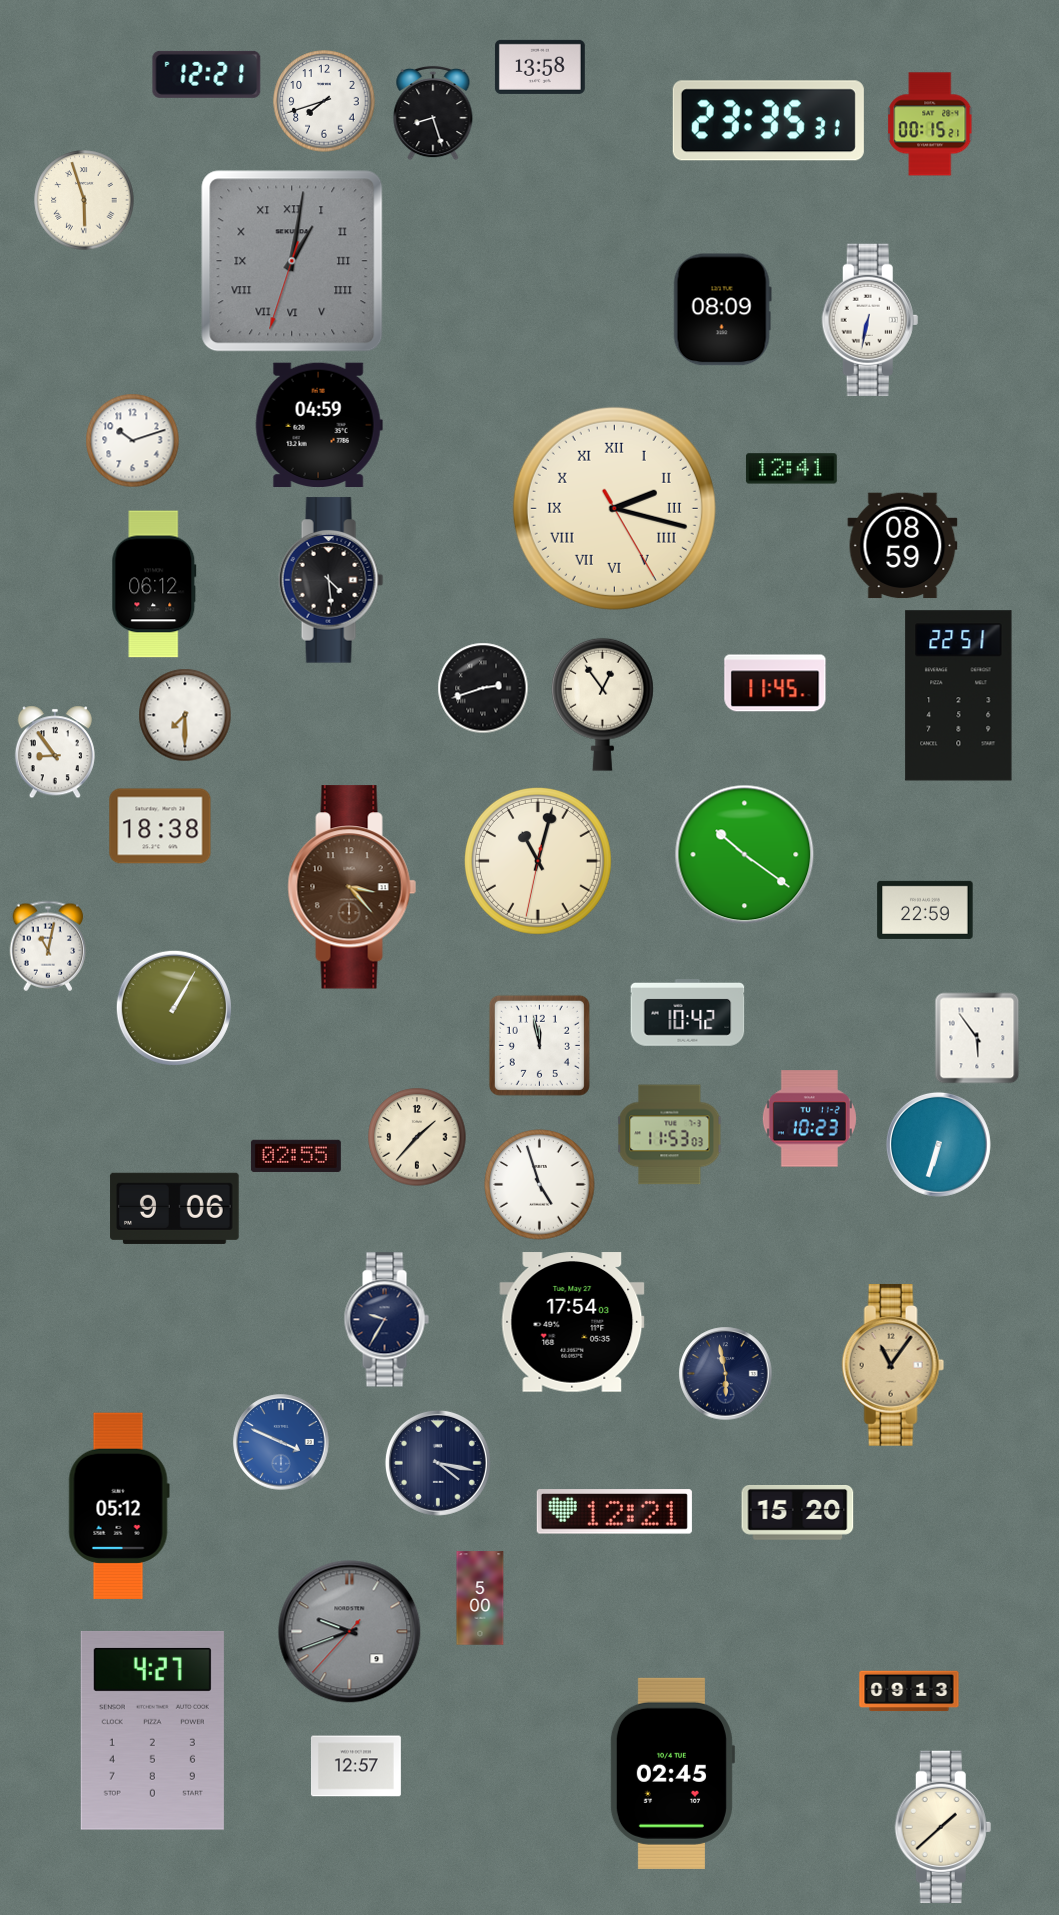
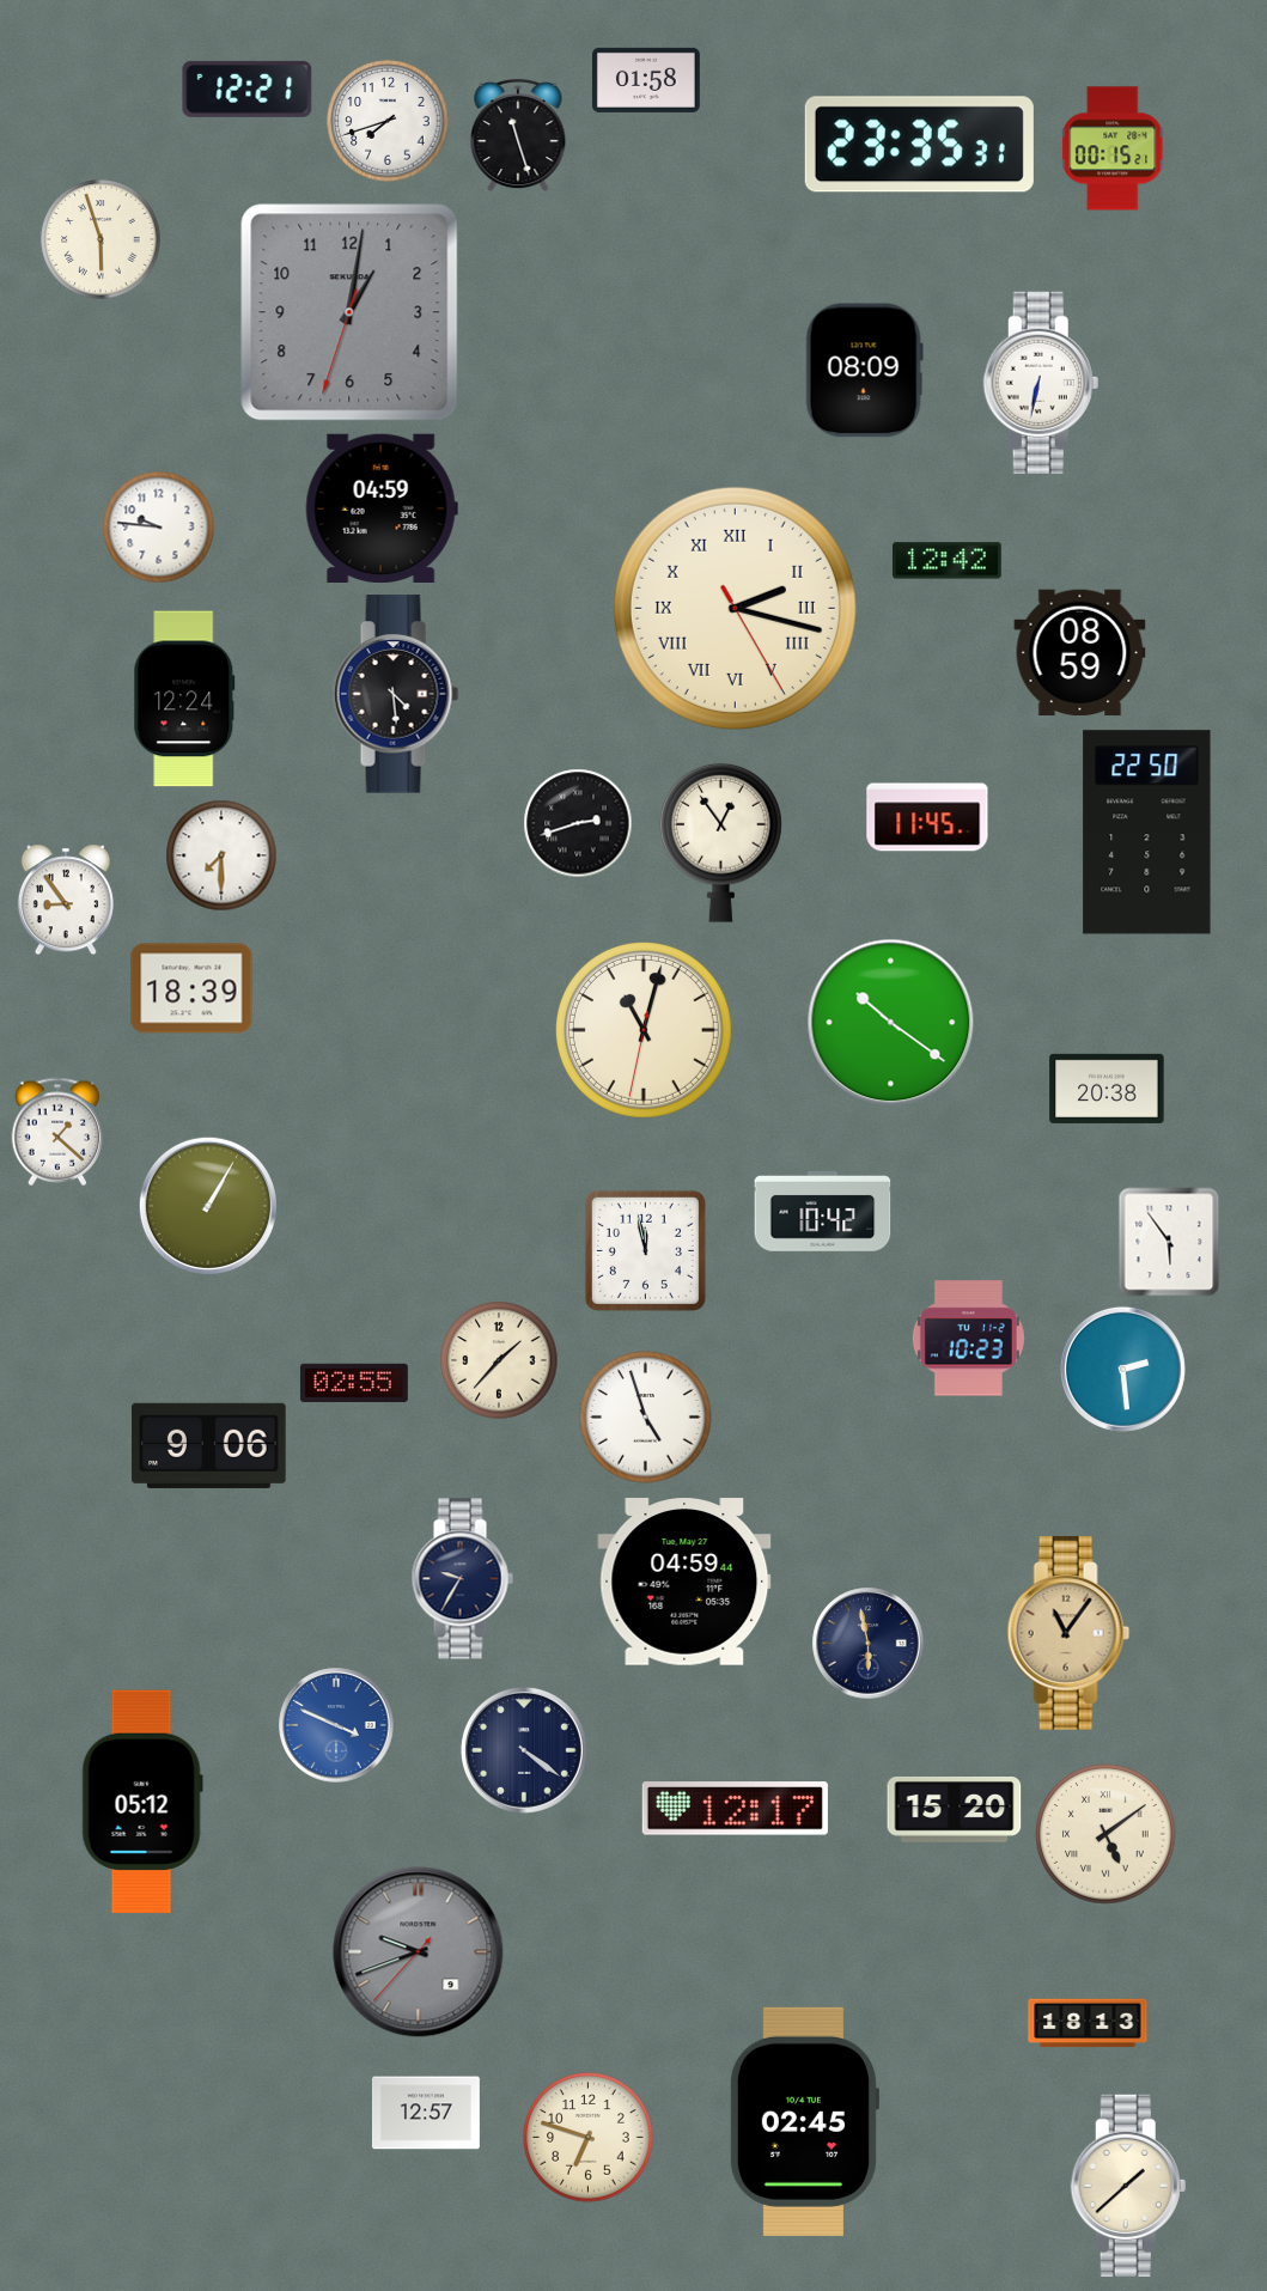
clock at (540, 67): 13:58 -> 01:58
clock at (433, 113): 8:27 -> 11:27
clock at (292, 261) numerals: Roman -> Arabic
clock at (133, 441): 10:12 -> 9:46
clock at (791, 469): 12:41 -> 12:42
clock at (154, 584): 06:12 -> 12:24
clock at (959, 696): 22:51 -> 22:50
clock at (160, 826): 18:38 -> 18:39
clock at (352, 887): 3:23 -> none
clock at (925, 910): 22:59 -> 20:38
clock at (48, 946): 11:02 -> 1:22
clock at (670, 1135): 11:53 -> none
clock at (938, 1144): 6:33 -> 2:29
clock at (572, 1322): 17:54 -> 04:59
clock at (438, 1463): 4:17 -> 4:21
clock at (614, 1512): 12:21 -> 12:17
clock at (1105, 1834): none -> 5:09
clock at (480, 1598): 5:00 -> none
clock at (909, 1691): 09:13 -> 18:13
clock at (152, 1730): 4:27 -> none
clock at (589, 2138): none -> 6:48
